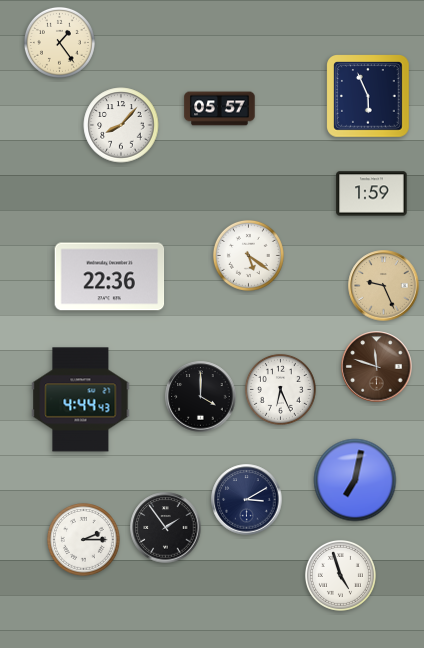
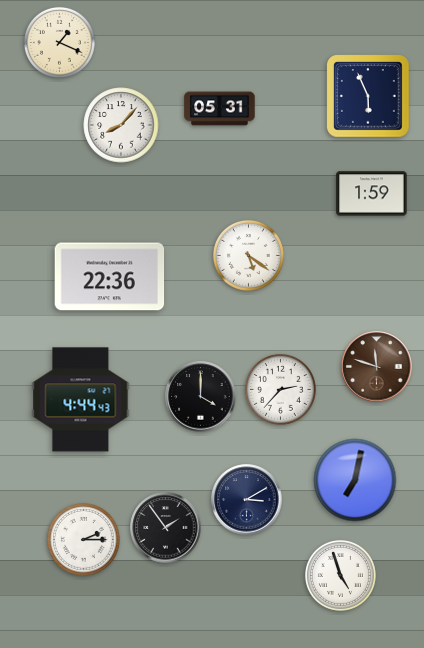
clock at (59, 42): 1:24 -> 1:19
clock at (220, 109): 05:57 -> 05:31
clock at (384, 286): 9:26 -> none
clock at (280, 389): 6:26 -> 2:37
